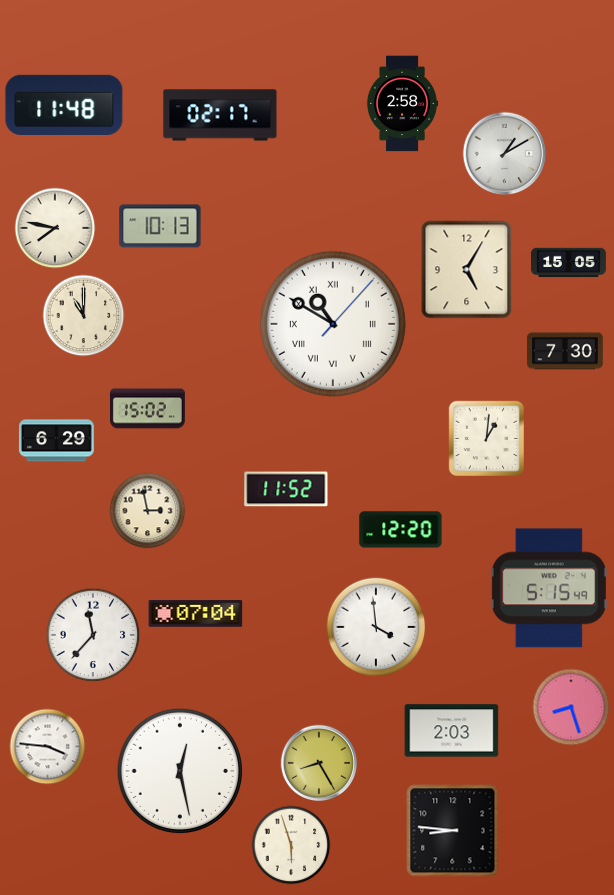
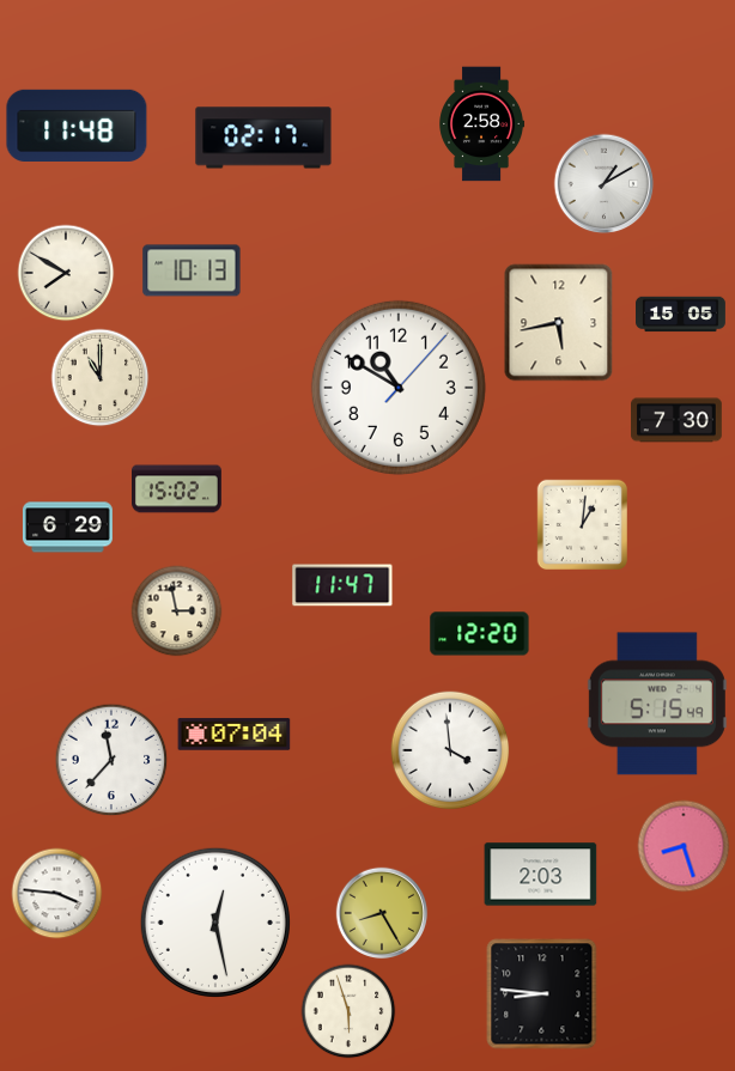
clock at (55, 228): 7:47 -> 7:50
clock at (467, 270): 5:05 -> 5:43
clock at (333, 324) numerals: Roman -> Arabic
clock at (286, 489): 11:52 -> 11:47
